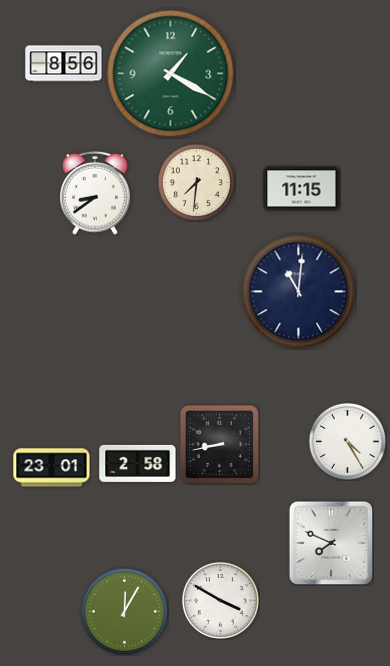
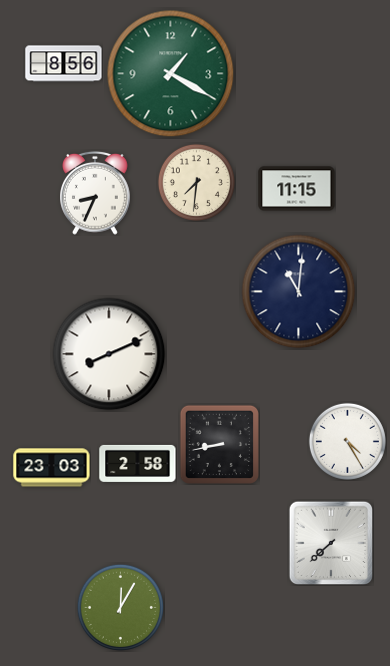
clock at (302, 189) position: (302, 189) -> (297, 189)
clock at (96, 193): 8:39 -> 8:34
clock at (109, 354): none -> 8:11
clock at (52, 468): 23:01 -> 23:03
clock at (331, 543): 7:49 -> 7:38
clock at (220, 600): 3:50 -> none
clock at (124, 611) position: (124, 611) -> (120, 607)
